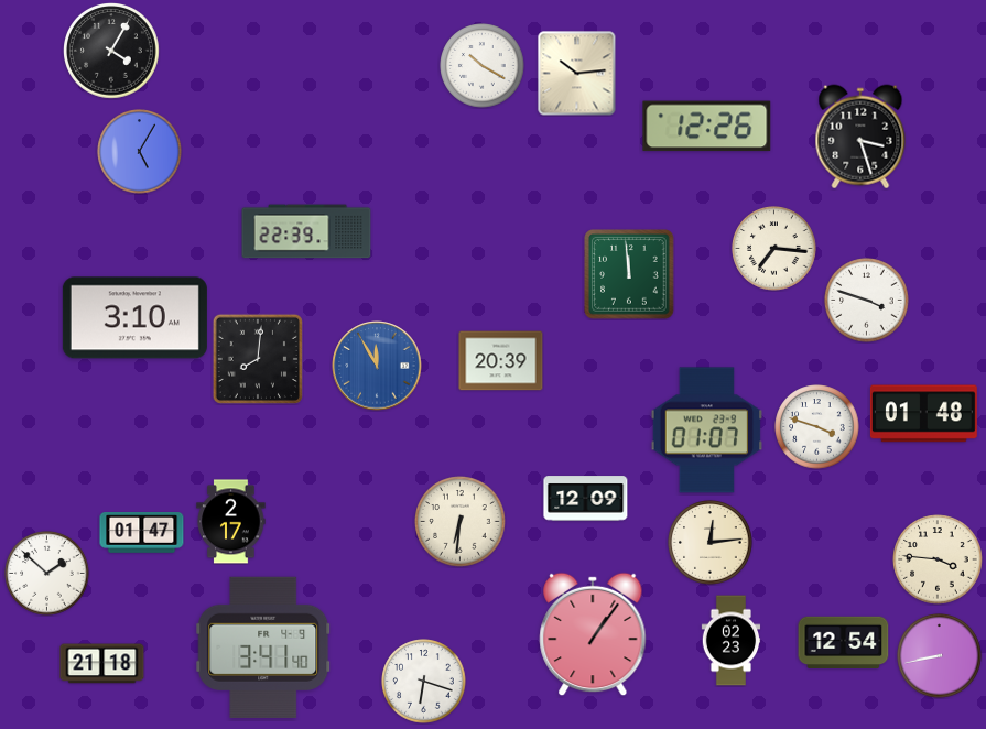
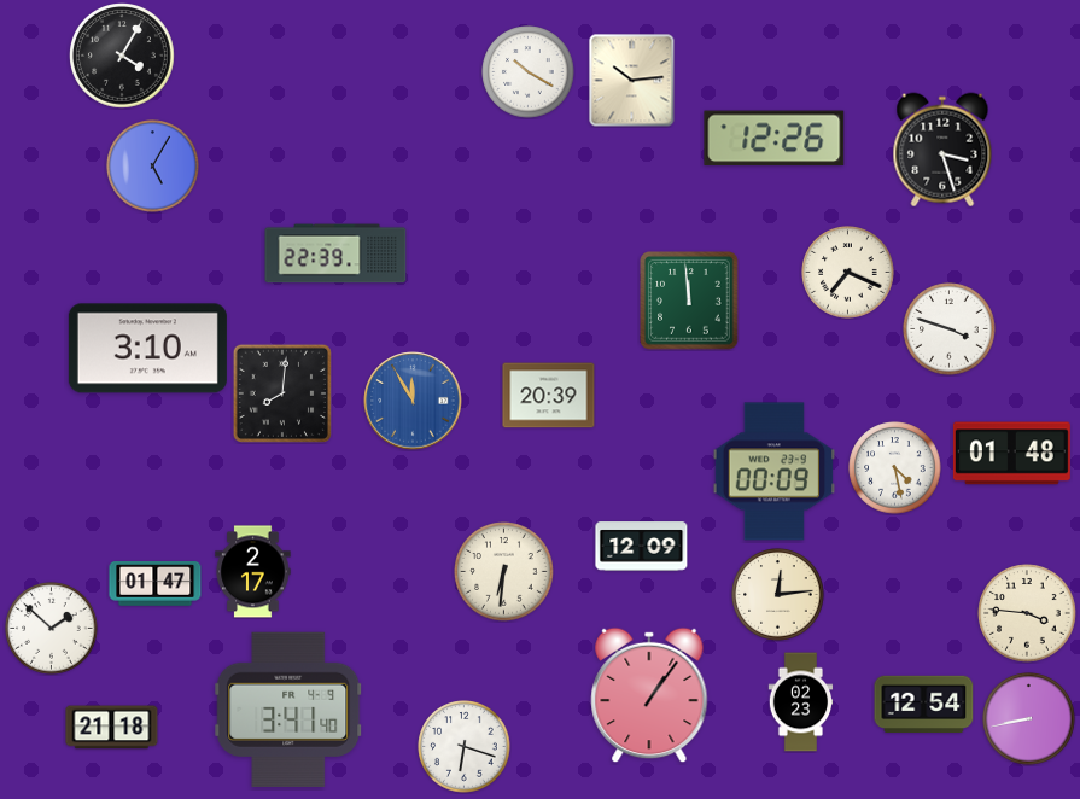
clock at (774, 249): 7:16 -> 7:19
clock at (817, 427): 3:48 -> 4:28
clock at (707, 431): 01:07 -> 00:09
